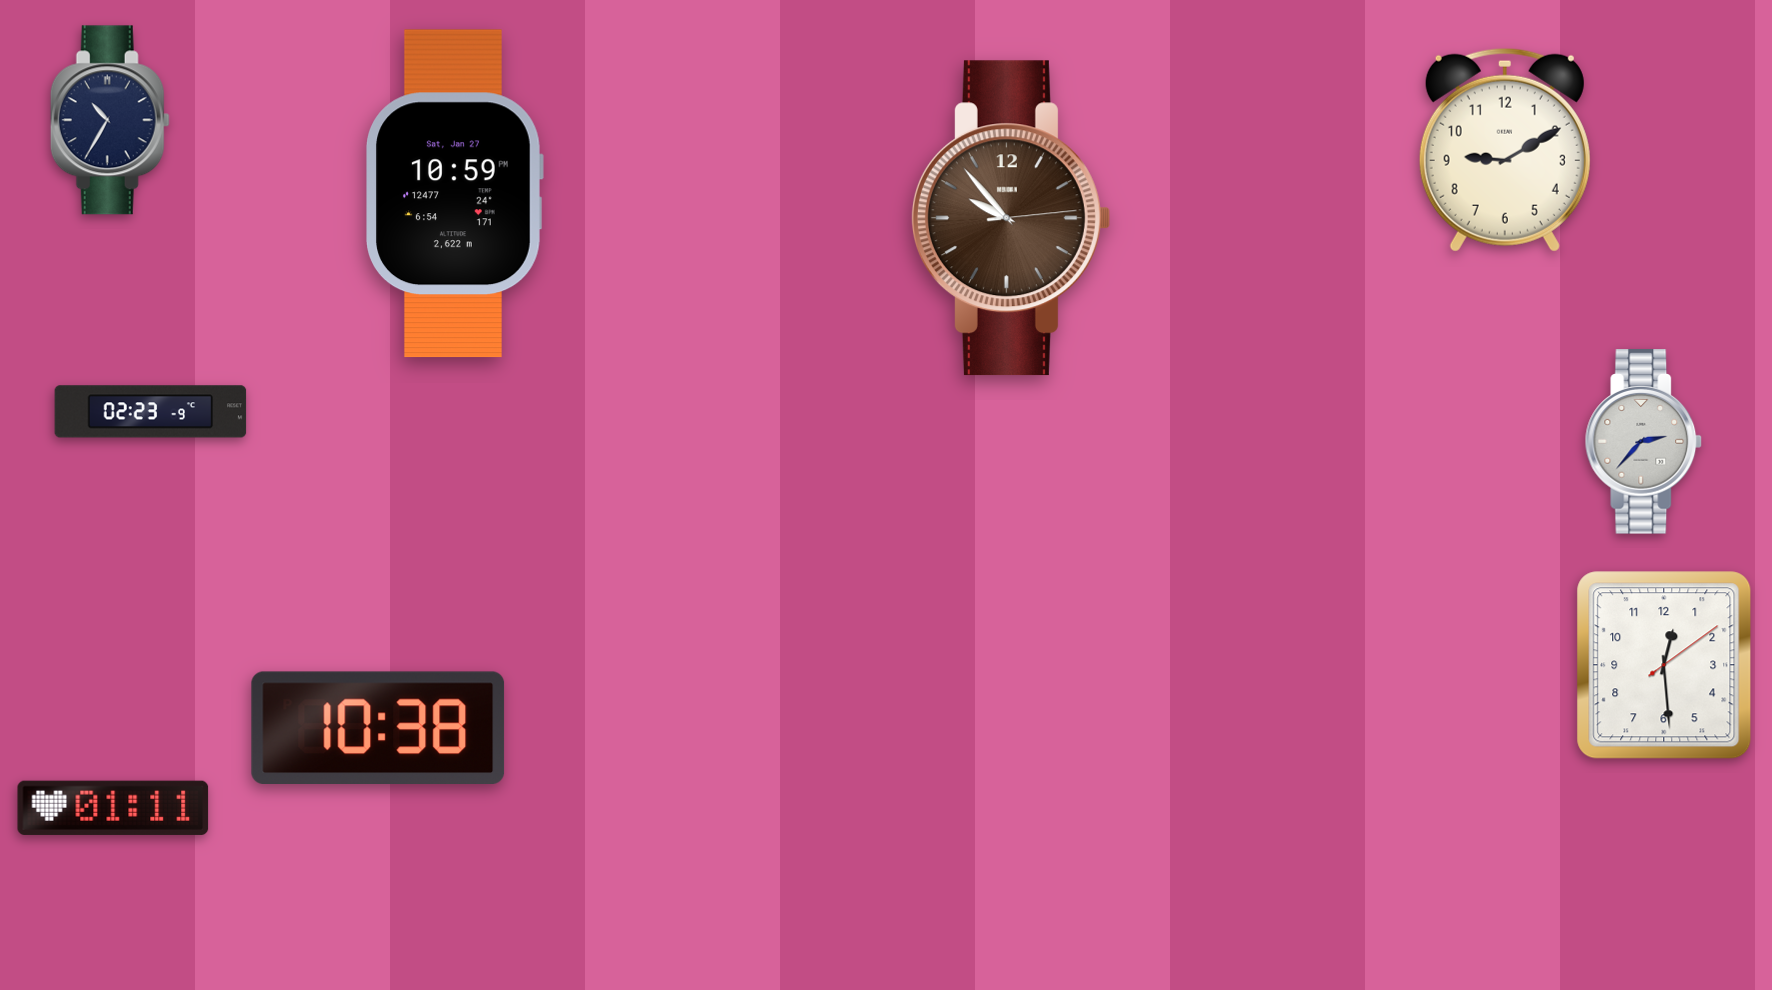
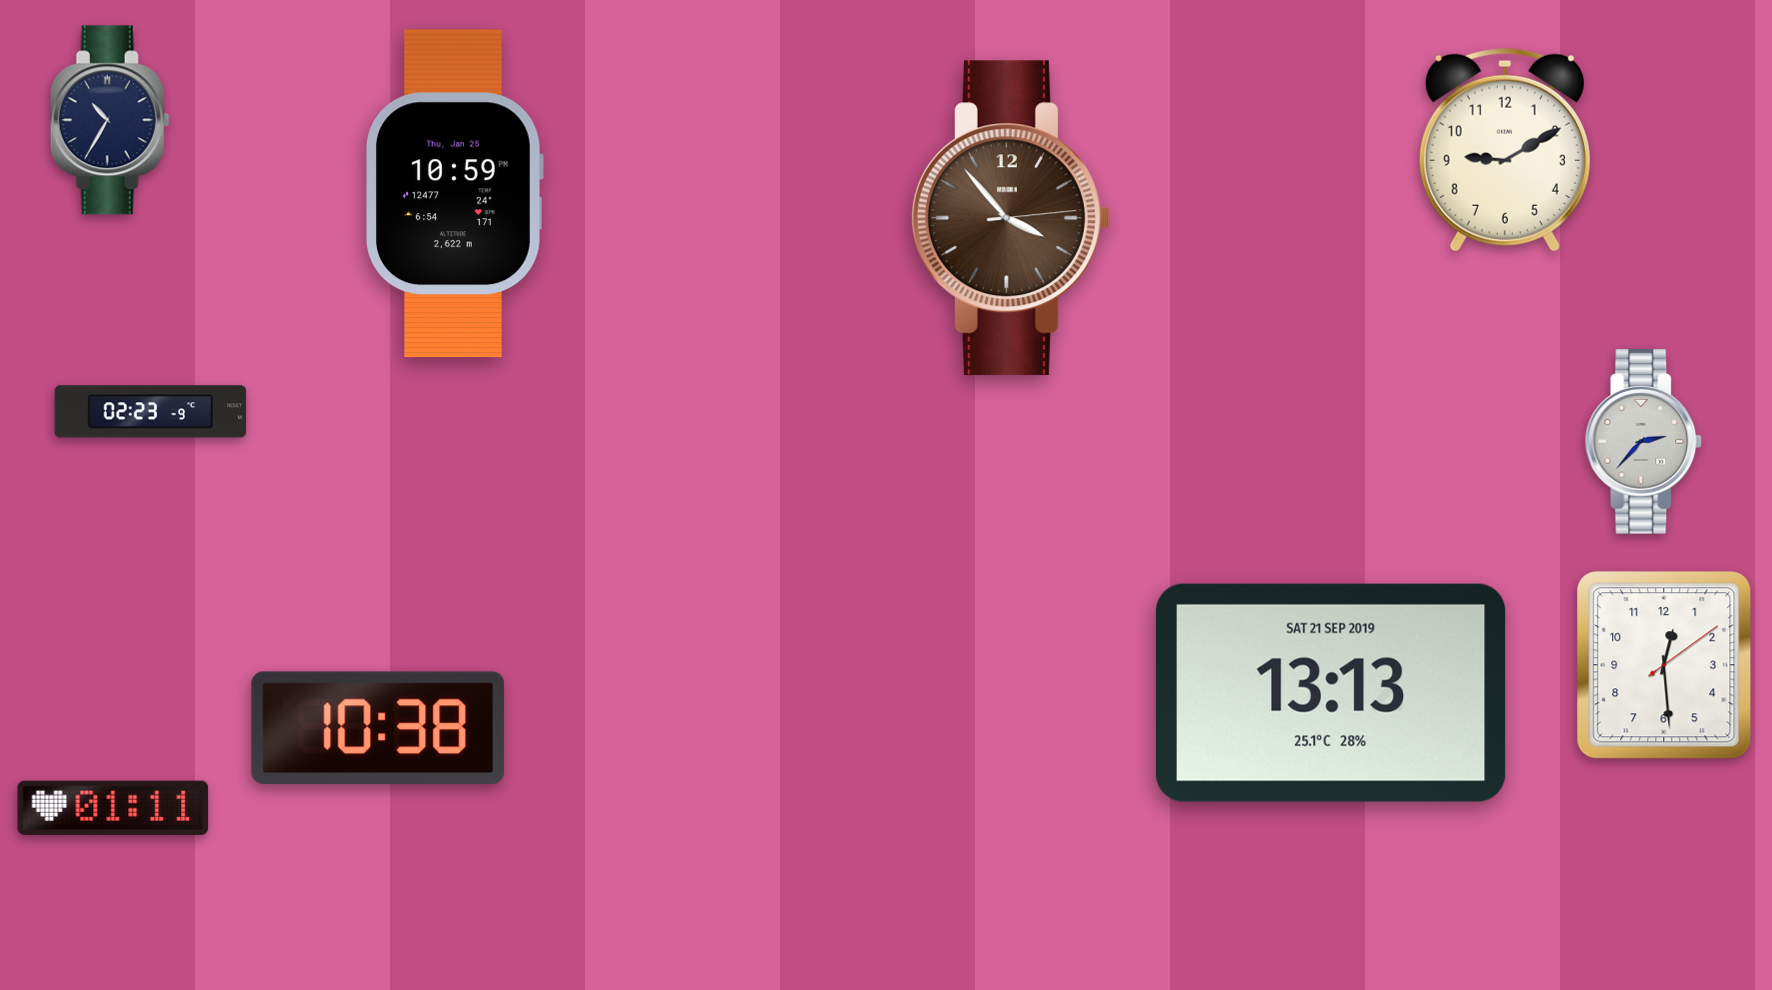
clock at (454, 194) date: Sat, Jan 27 -> Thu, Jan 25
clock at (1010, 218): 9:53 -> 3:53
clock at (1331, 693): none -> 13:13
